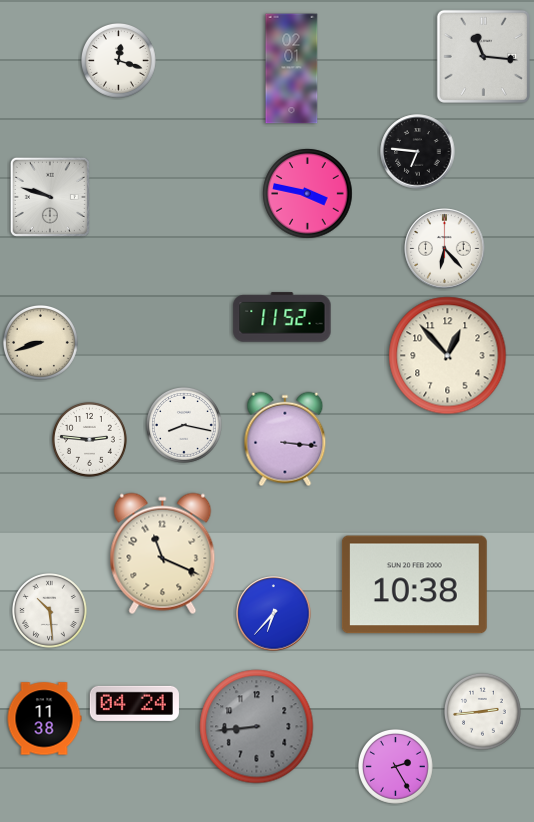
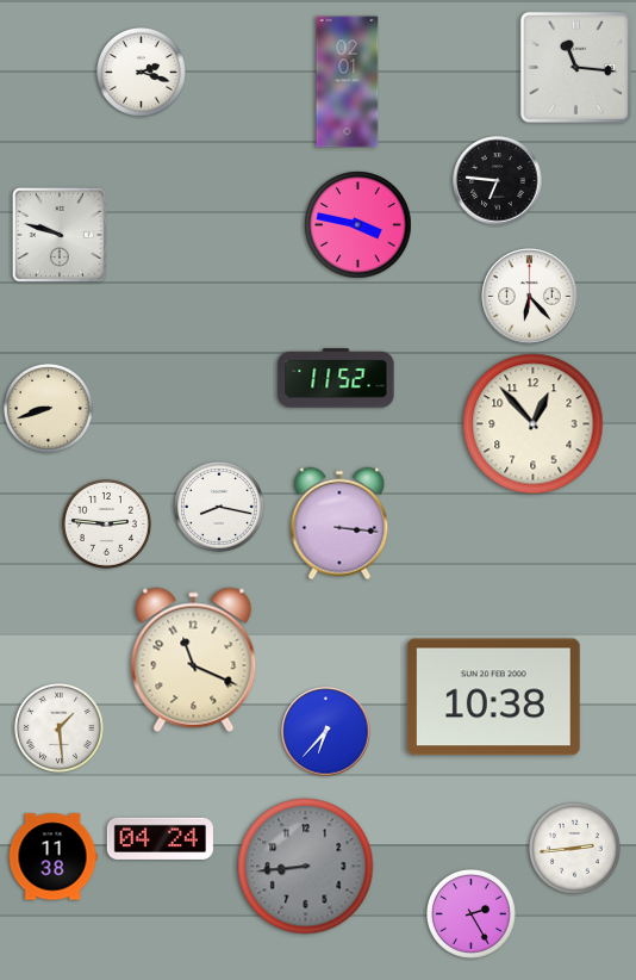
clock at (118, 60): 12:18 -> 2:18
clock at (308, 194) position: (308, 194) -> (358, 225)
clock at (49, 610): 10:29 -> 1:29
